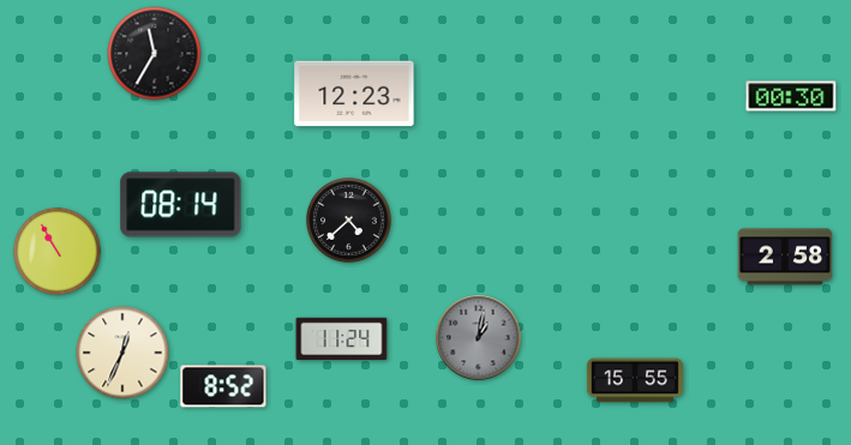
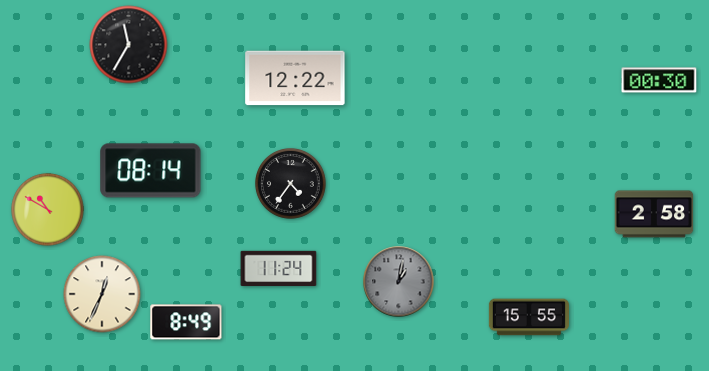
clock at (354, 94): 12:23 -> 12:22
clock at (349, 221): 4:38 -> 4:36
clock at (58, 252): 10:55 -> 10:50
clock at (342, 339) position: (342, 339) -> (279, 269)
clock at (223, 386): 8:52 -> 8:49
